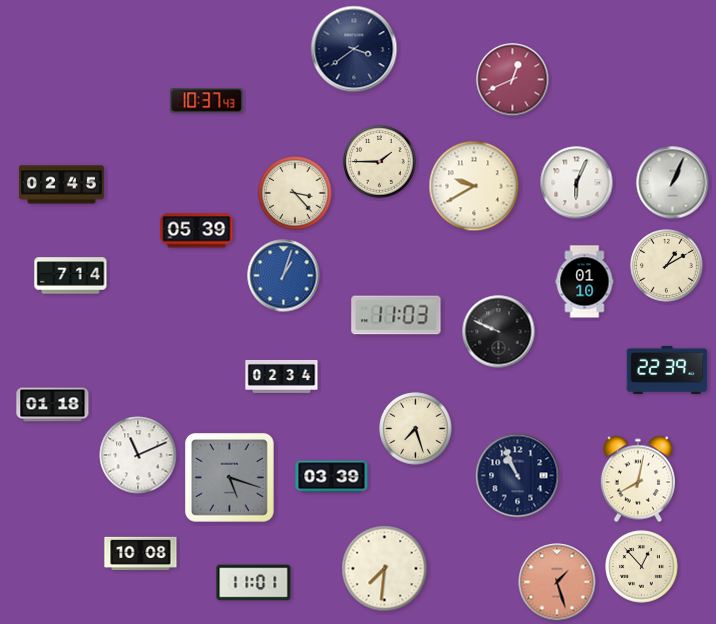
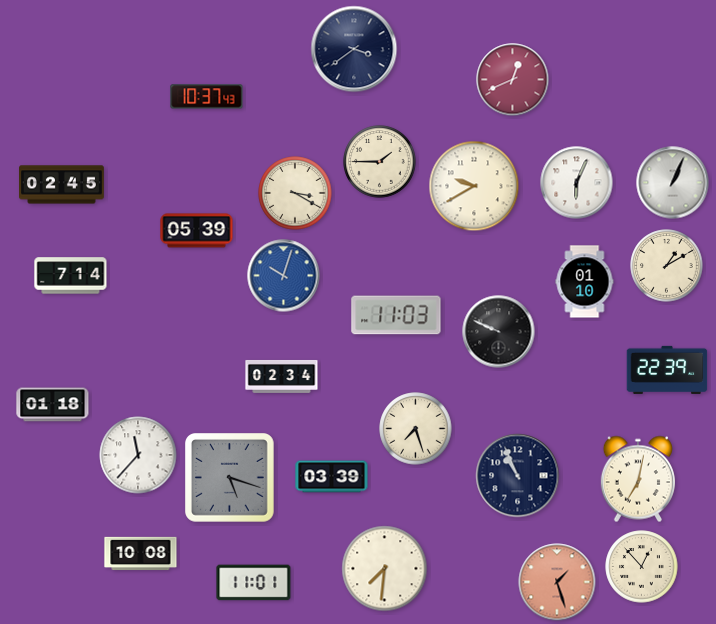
clock at (207, 101) position: (207, 101) -> (207, 97)
clock at (295, 193): 3:23 -> 3:20
clock at (284, 276): 1:03 -> 10:03
clock at (138, 455): 11:11 -> 11:37
clock at (637, 479): 8:02 -> 7:02
